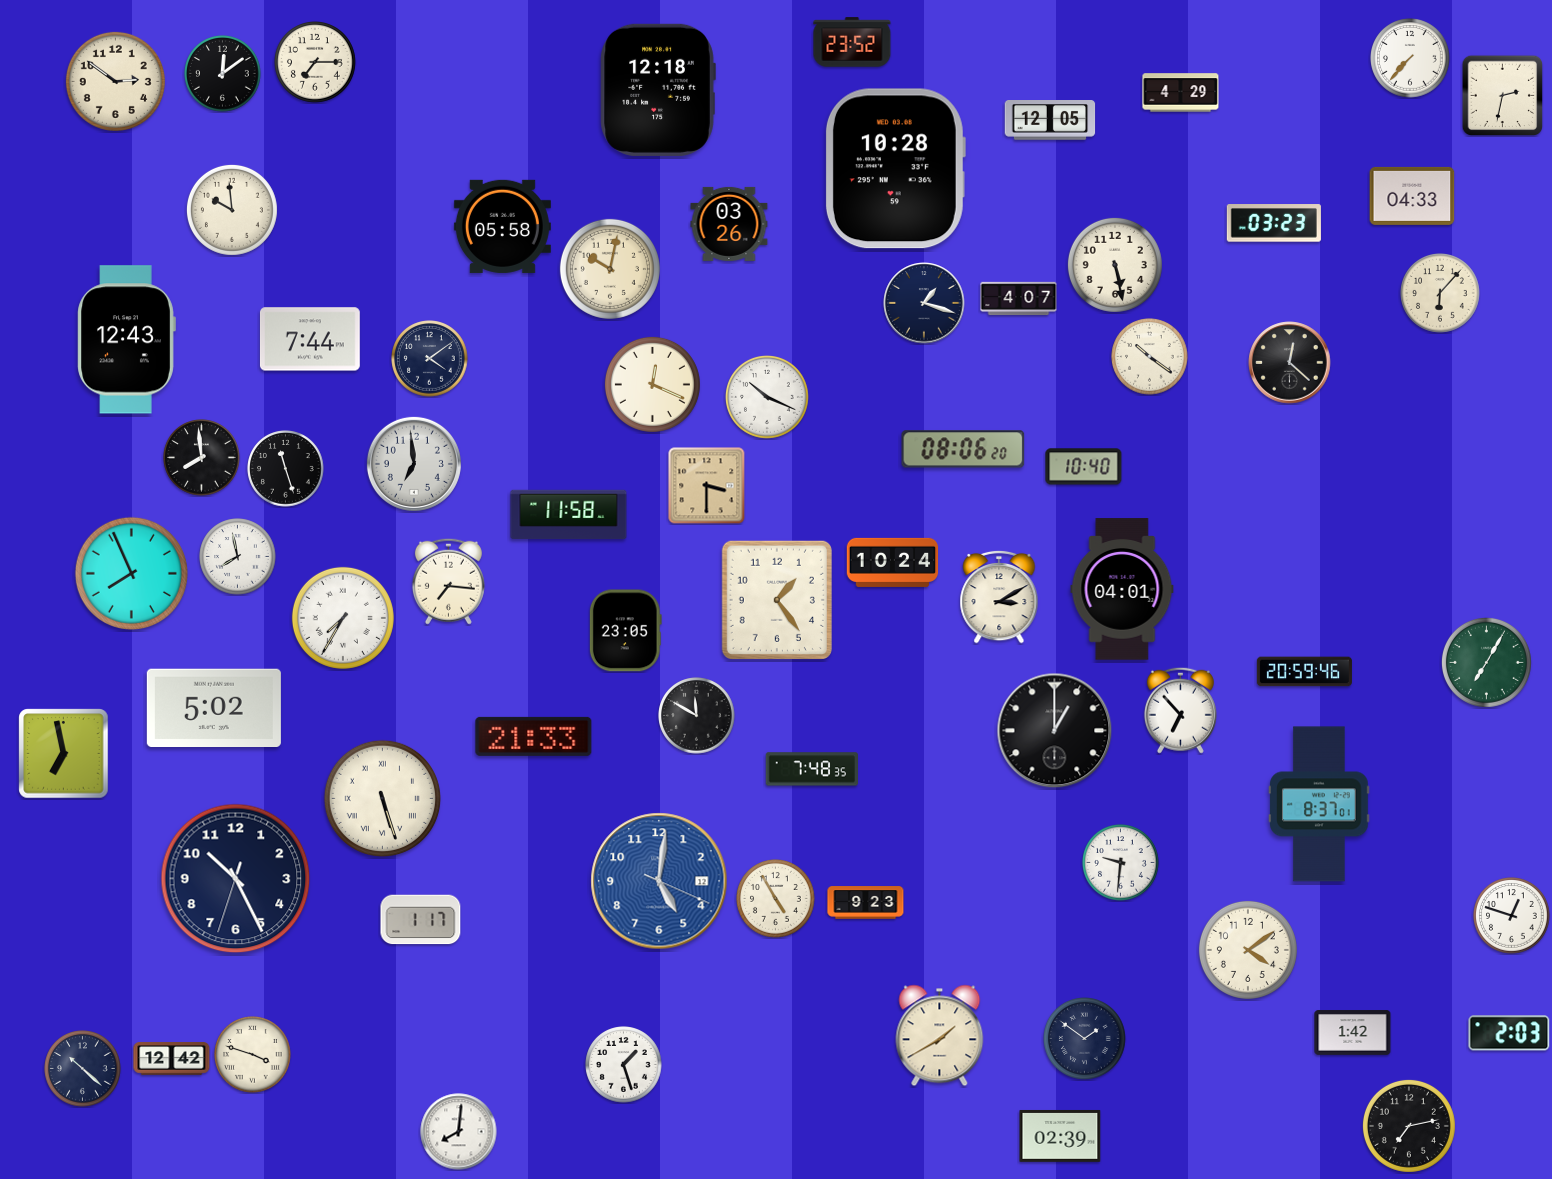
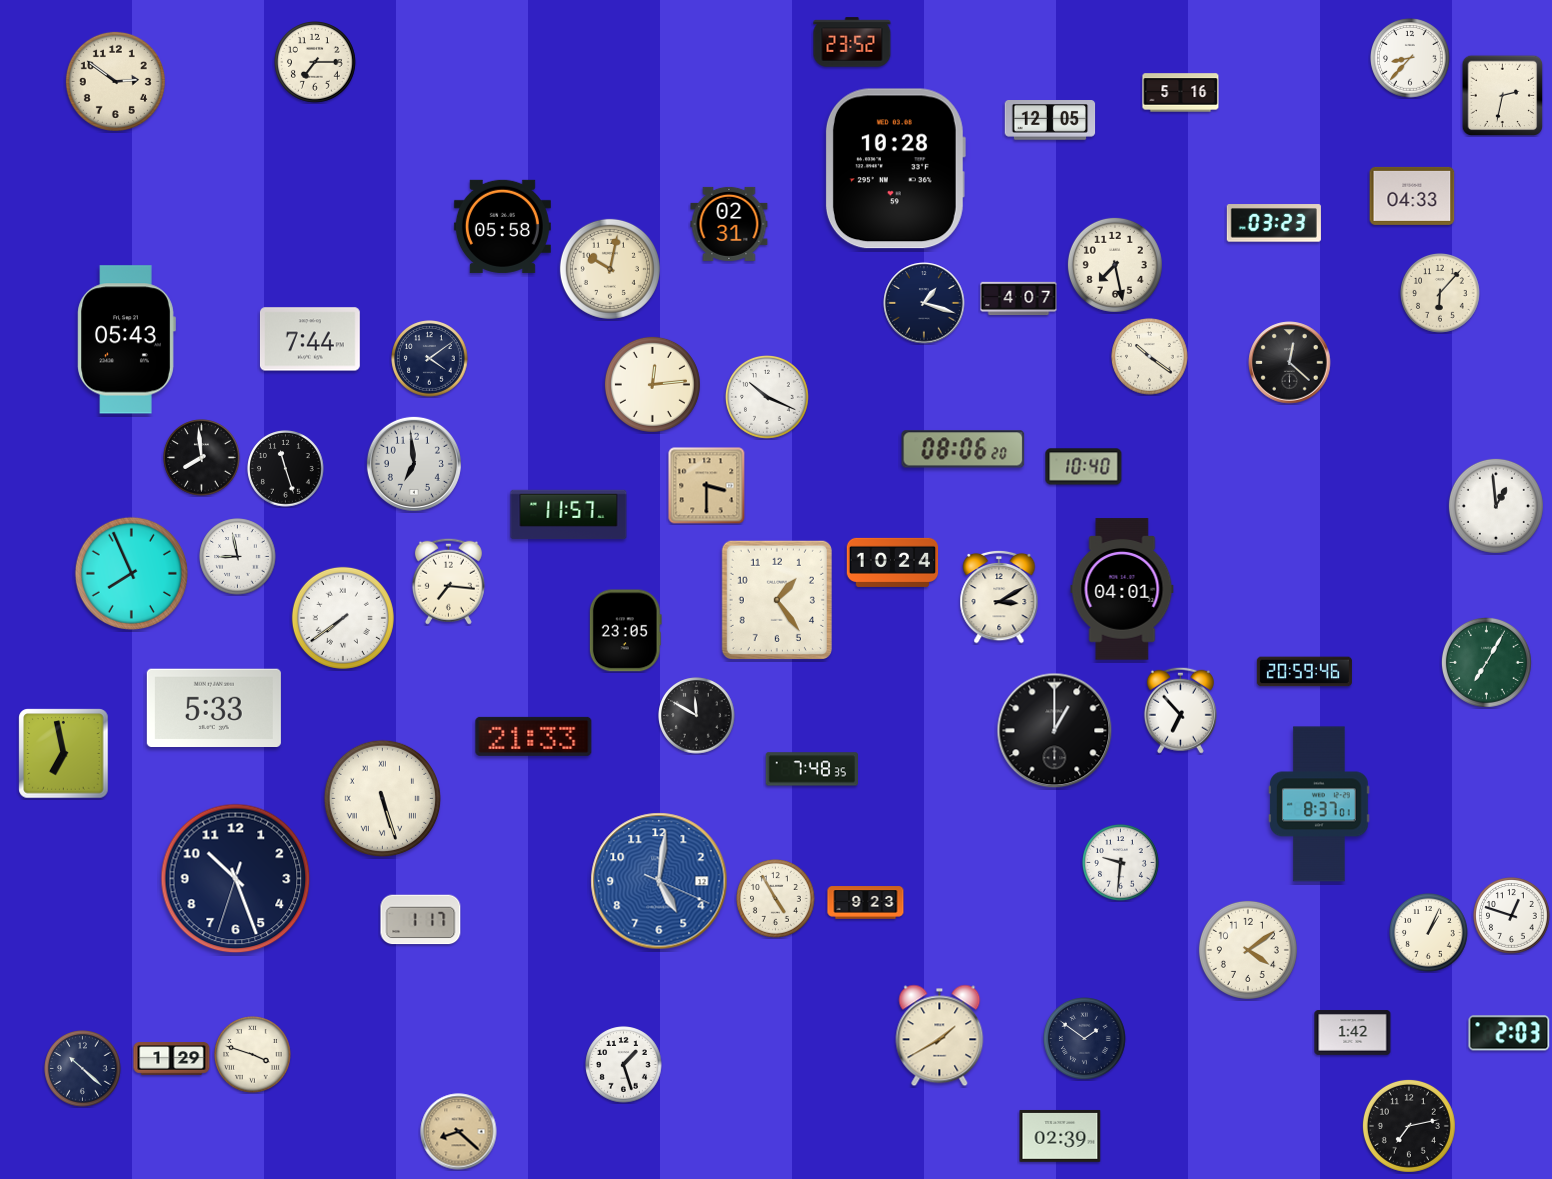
clock at (1411, 59): 7:37 -> 8:37
clock at (223, 74): 12:09 -> none
clock at (658, 90): 12:18 -> none
clock at (1181, 93): 4:29 -> 5:16
clock at (232, 210): 9:59 -> none
clock at (729, 224): 03:26 -> 02:31
clock at (1115, 265): 5:28 -> 7:28
clock at (126, 340): 12:43 -> 05:43
clock at (652, 384): 12:19 -> 12:14
clock at (1496, 506): none -> 12:59
clock at (569, 515): 11:58 -> 11:57
clock at (238, 557): 7:58 -> 8:58
clock at (343, 618): 7:35 -> 7:39
clock at (214, 707): 5:02 -> 5:33
clock at (236, 879): 10:25 -> 10:26
clock at (1429, 933): none -> 1:04
clock at (172, 1059): 12:42 -> 1:29
clock at (459, 1132): 8:01 -> 8:22
clock at (459, 1132) dial: white -> champagne
